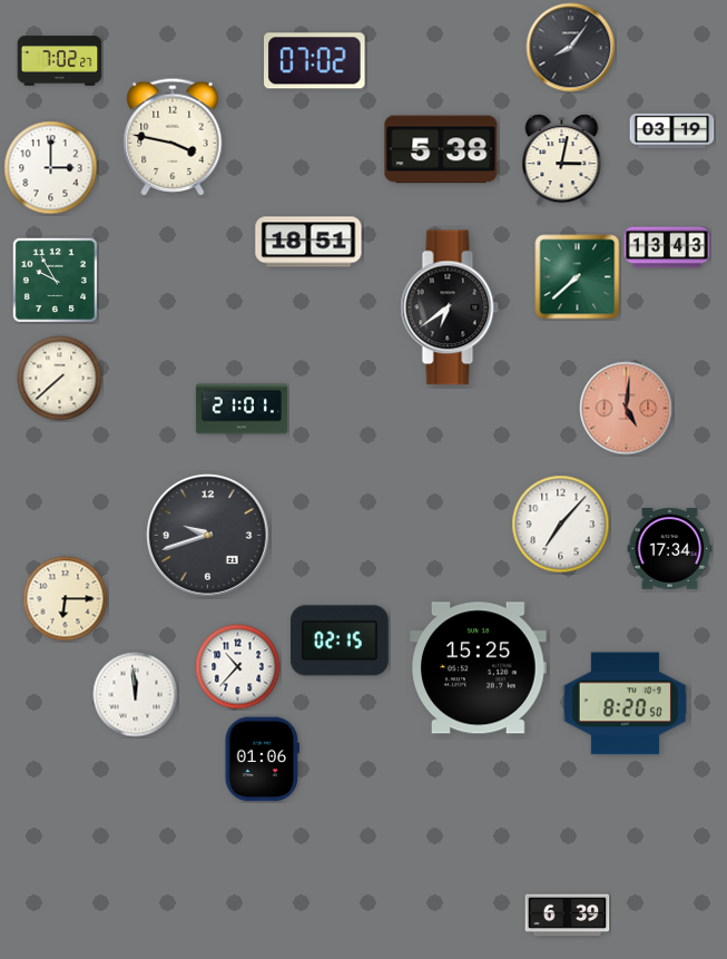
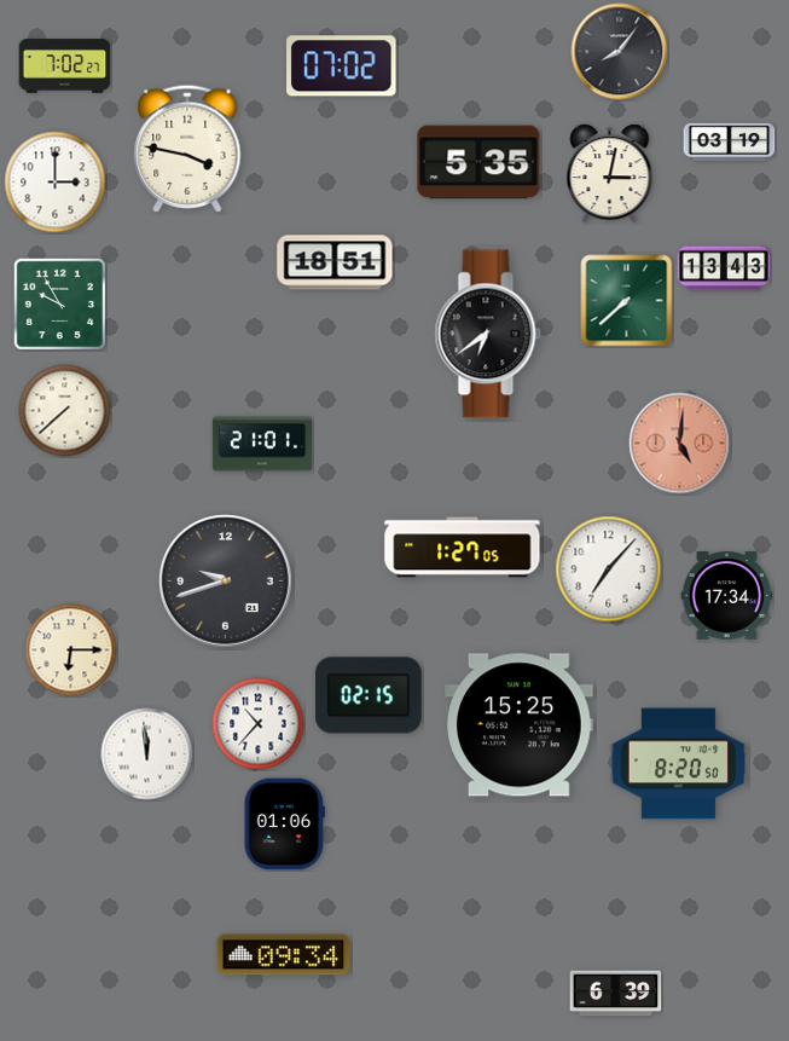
clock at (441, 149): 5:38 -> 5:35
clock at (463, 548): none -> 1:27
clock at (284, 955): none -> 09:34
